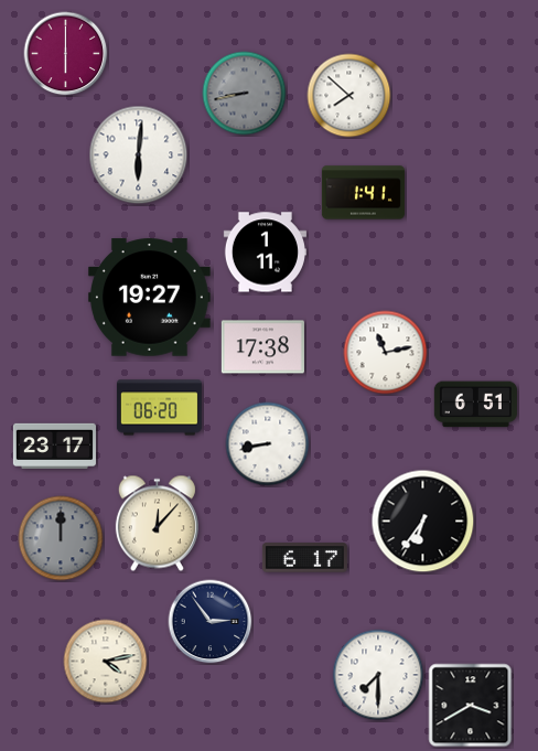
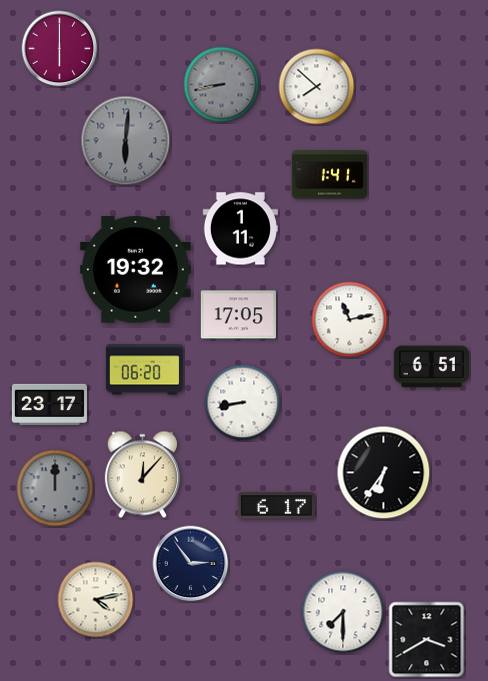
clock at (139, 155) dial: white -> grey
clock at (149, 298): 19:27 -> 19:32
clock at (262, 347): 17:38 -> 17:05
